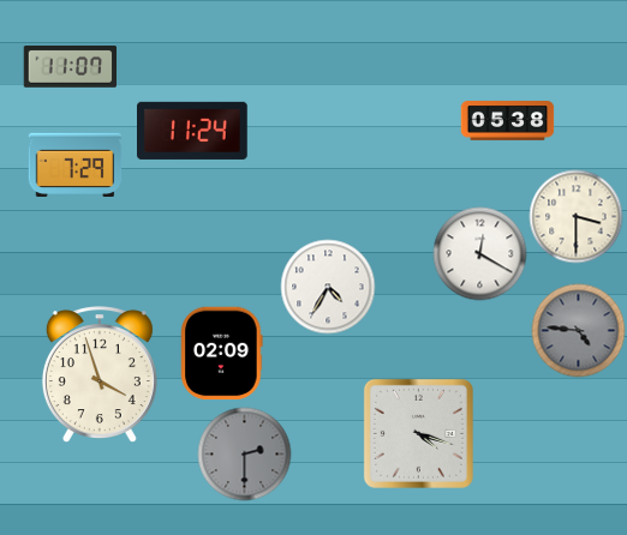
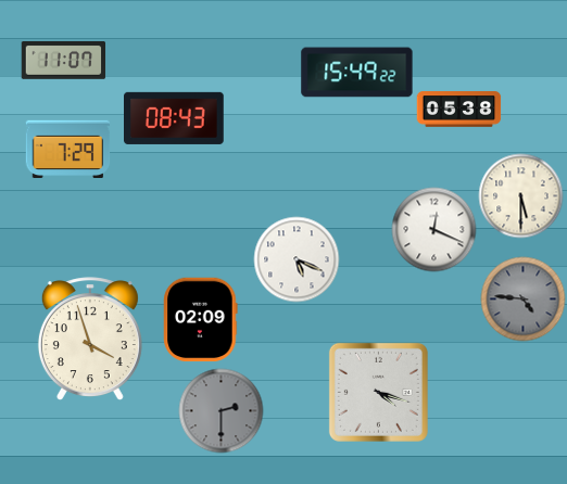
clock at (357, 73): none -> 15:49
clock at (193, 131): 11:24 -> 08:43
clock at (575, 216): 3:30 -> 5:30
clock at (479, 253): 12:20 -> 12:19
clock at (328, 287): 4:35 -> 5:19
